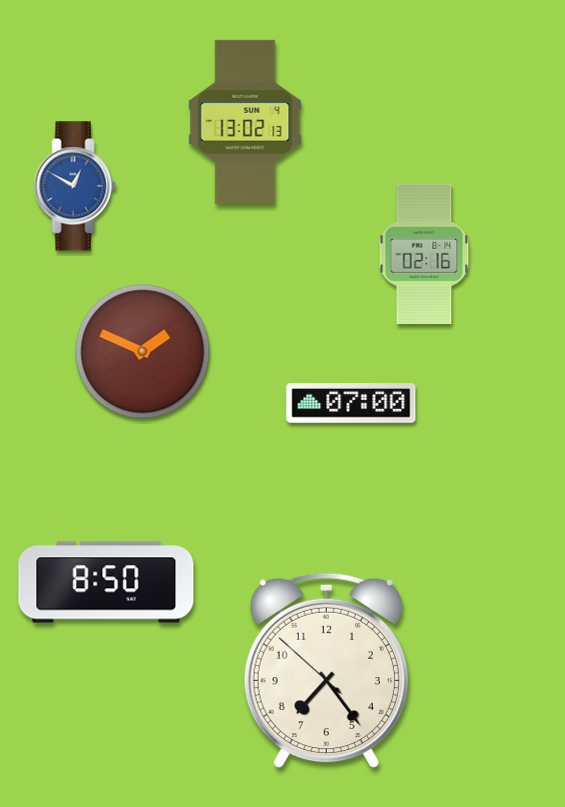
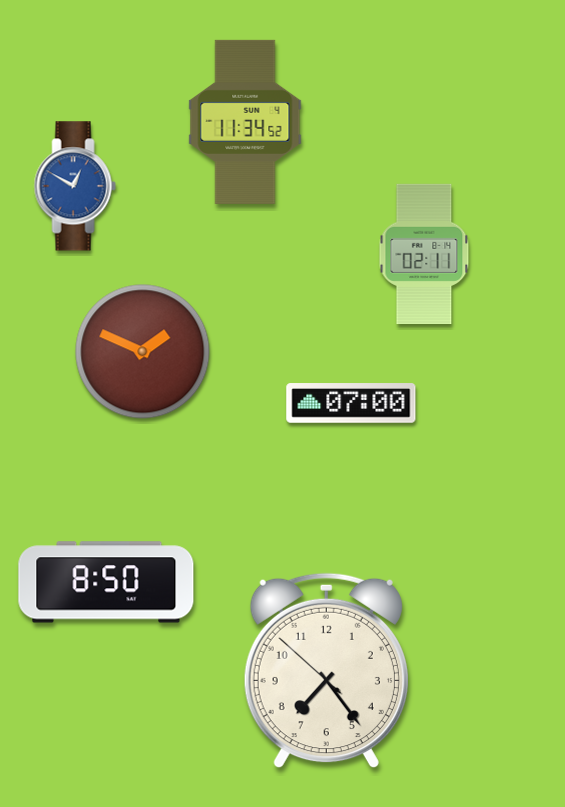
clock at (245, 122): 13:02 -> 11:34
clock at (424, 253): 02:16 -> 02:11
